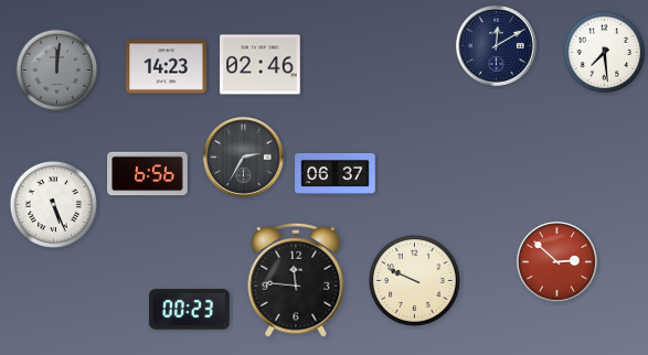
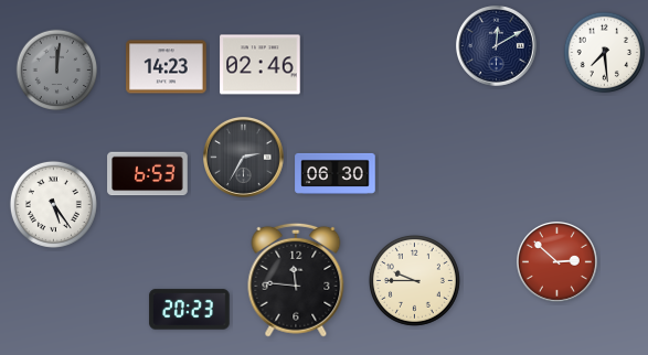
clock at (336, 173): 06:37 -> 06:30
clock at (148, 174): 6:56 -> 6:53
clock at (53, 204): 5:26 -> 5:24
clock at (414, 280): 9:49 -> 9:45
clock at (190, 310): 00:23 -> 20:23
